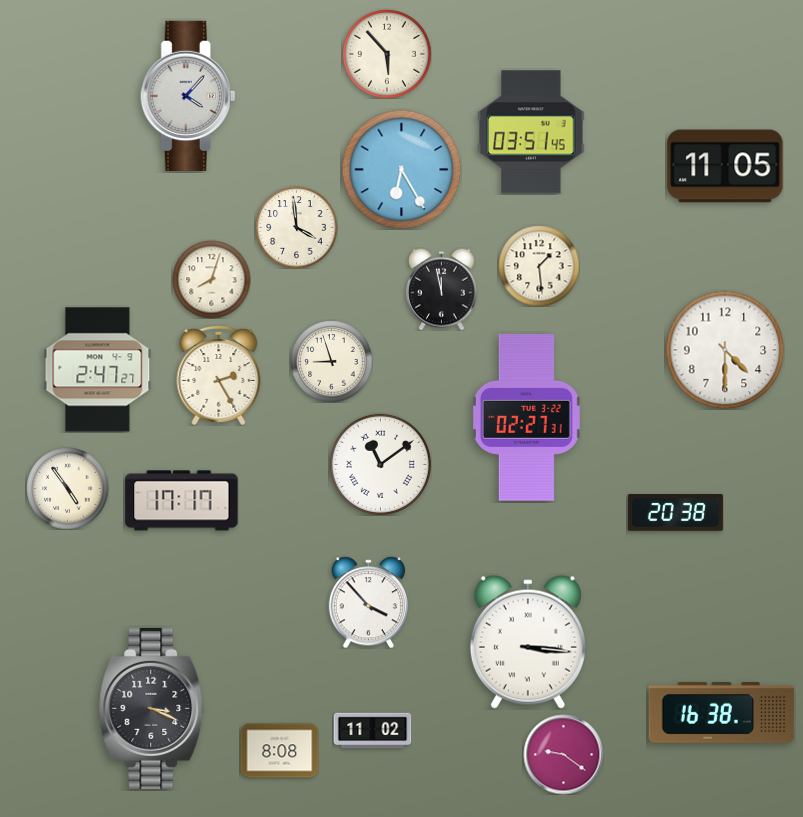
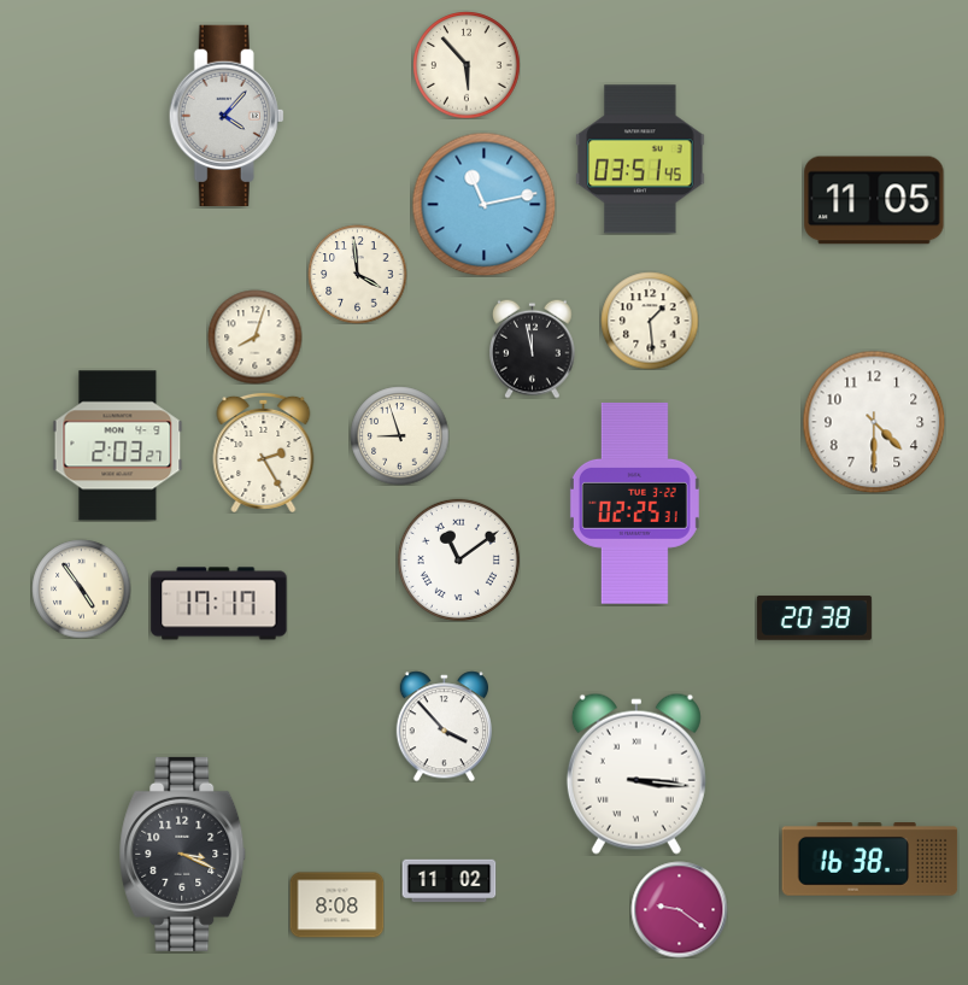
clock at (401, 169): 6:25 -> 11:13
clock at (98, 370): 2:47 -> 2:03
clock at (526, 417): 02:27 -> 02:25
